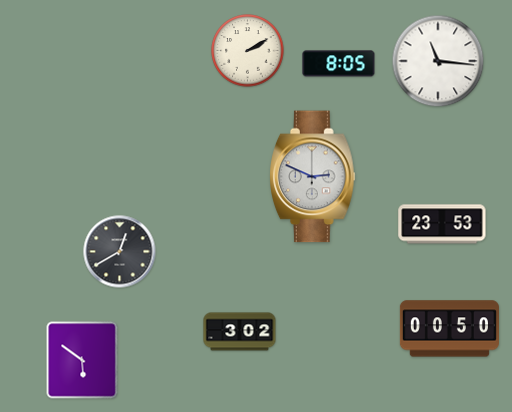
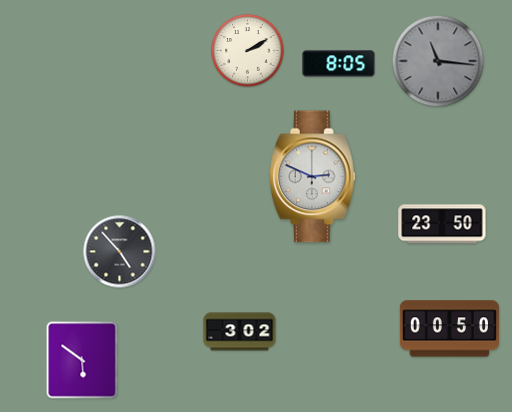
clock at (438, 61) dial: white -> grey
clock at (442, 224): 23:53 -> 23:50
clock at (120, 252): 12:40 -> 4:53
